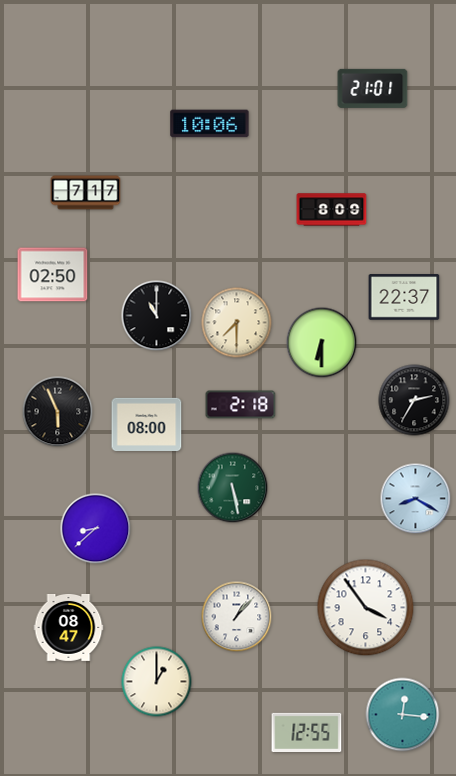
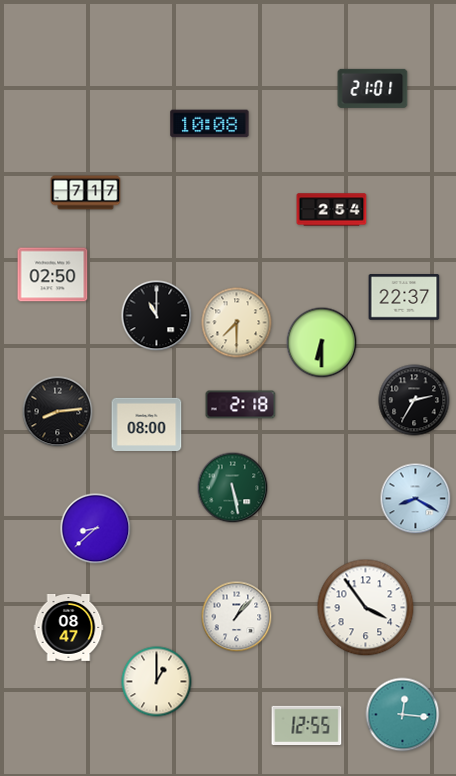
clock at (210, 124): 10:06 -> 10:08
clock at (332, 210): 8:09 -> 2:54
clock at (58, 412): 5:56 -> 8:14
clock at (307, 732) position: (307, 732) -> (307, 725)
